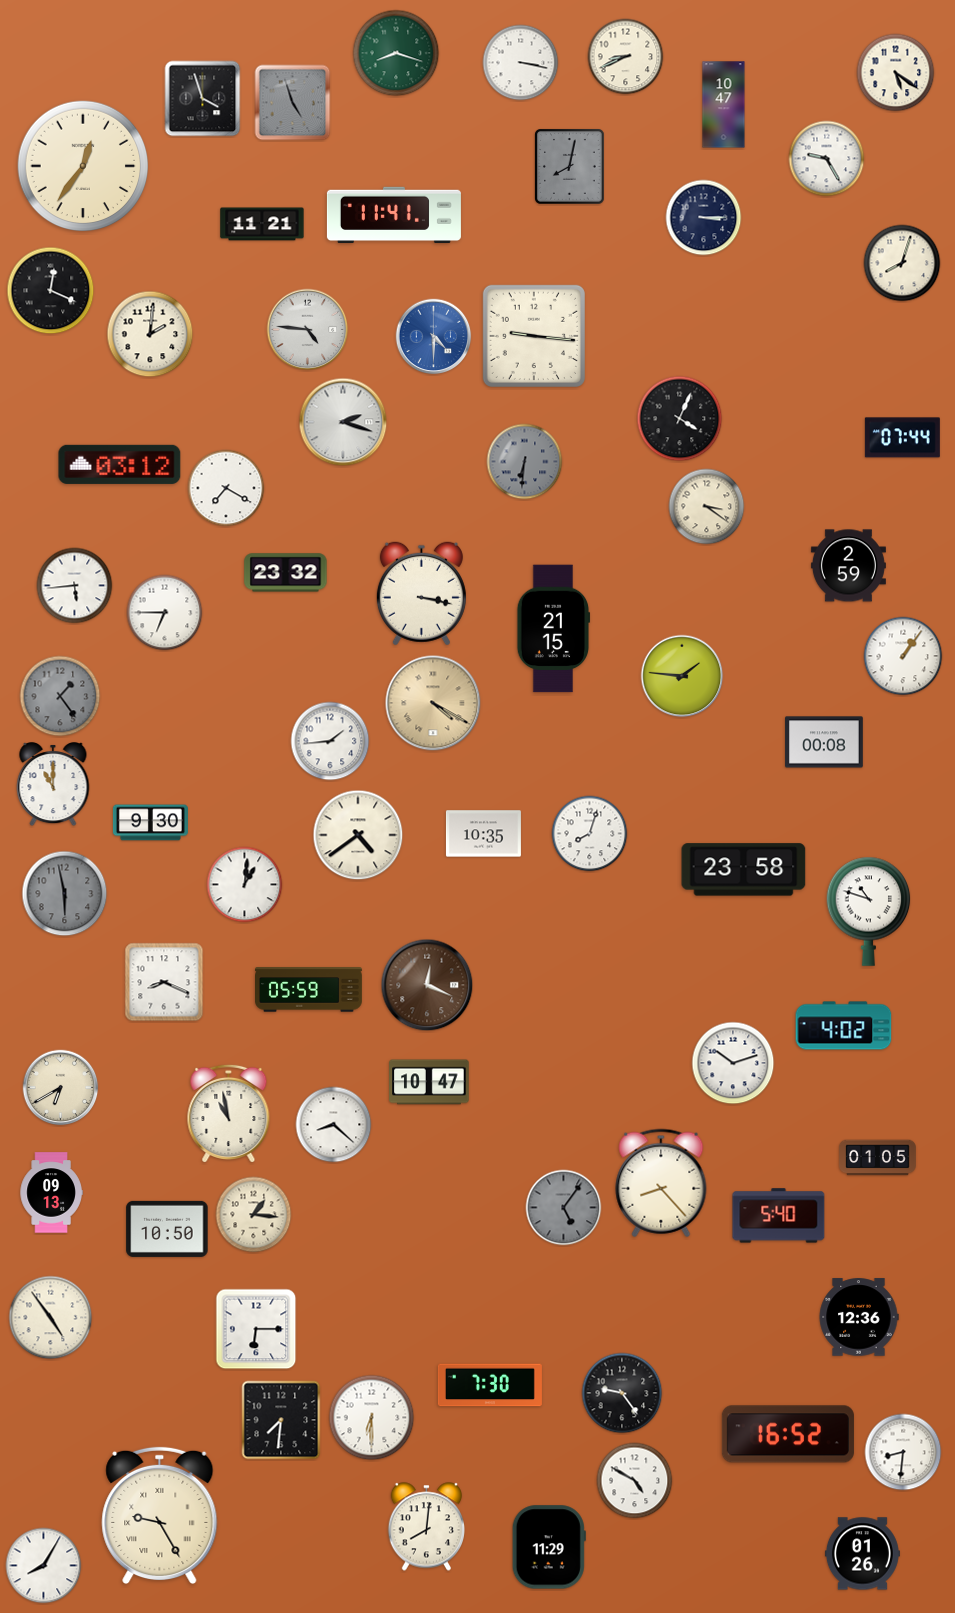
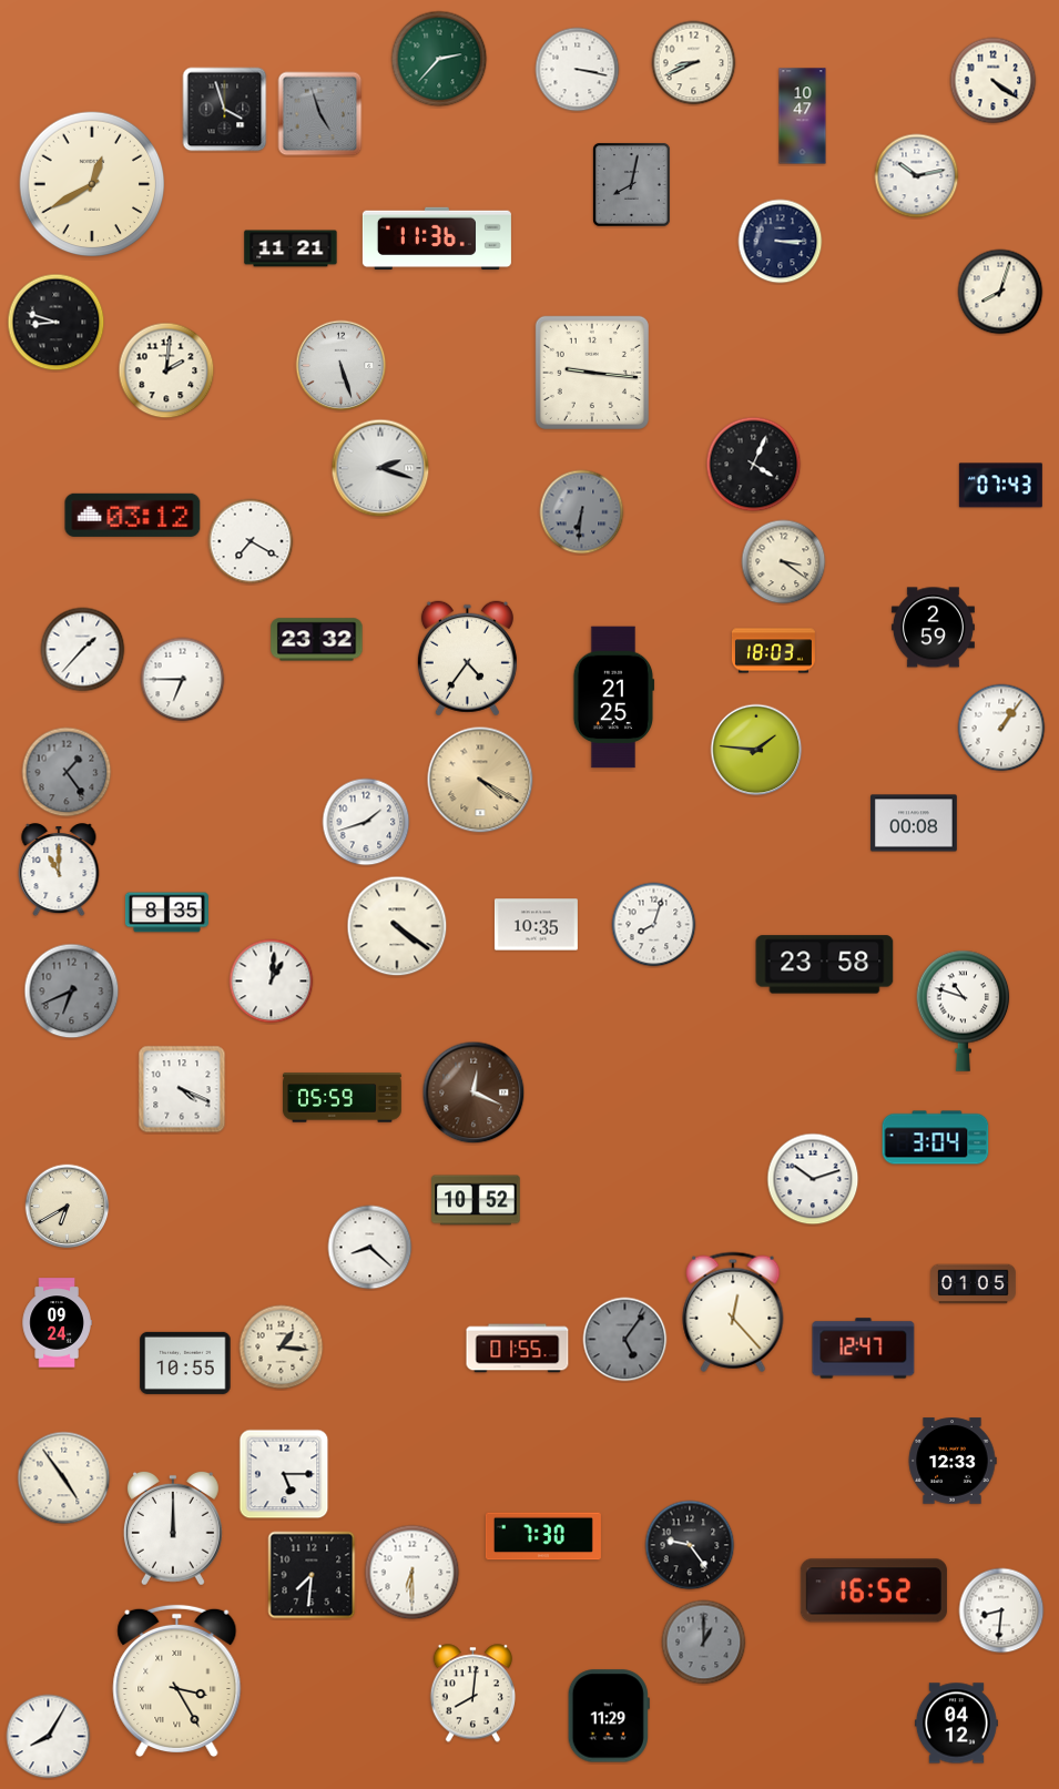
clock at (396, 53): 8:18 -> 2:37
clock at (896, 73): 5:21 -> 4:21
clock at (293, 103) position: (293, 103) -> (320, 114)
clock at (827, 159): 9:25 -> 10:13
clock at (83, 166): 12:36 -> 12:40
clock at (394, 215): 11:41 -> 11:36
clock at (51, 291): 12:19 -> 8:48
clock at (308, 330): 4:46 -> 5:27
clock at (434, 337): 4:30 -> none
clock at (902, 438): 07:44 -> 07:43
clock at (848, 566) position: (848, 566) -> (933, 628)
clock at (286, 573) position: (286, 573) -> (317, 640)
clock at (75, 586): 5:44 -> 1:37
clock at (773, 651): none -> 18:03
clock at (421, 594): 3:17 -> 4:36
clock at (554, 629): 21:15 -> 21:25
clock at (330, 741): 1:44 -> 1:42
clock at (150, 823): 9:30 -> 8:35
clock at (358, 835): 4:39 -> 4:21
clock at (65, 894): 5:58 -> 6:41
clock at (164, 982): 8:19 -> 4:19
clock at (844, 1026): 4:02 -> 3:04
clock at (429, 1082): 10:47 -> 10:52
clock at (229, 1113): 10:58 -> none
clock at (661, 1183): 8:23 -> 12:23
clock at (51, 1193): 09:13 -> 09:24
clock at (518, 1349): none -> 01:55
clock at (779, 1216): 5:40 -> 12:47
clock at (167, 1229): 10:50 -> 10:55
clock at (859, 1317): 12:36 -> 12:33
clock at (51, 1318) position: (51, 1318) -> (64, 1478)
clock at (256, 1329): 6:15 -> 5:15
clock at (173, 1528): none -> 12:00
clock at (635, 1481): 4:50 -> 1:00
clock at (635, 1481) dial: white -> grey
clock at (160, 1516): 9:25 -> 3:25
clock at (862, 1554): 01:26 -> 04:12
